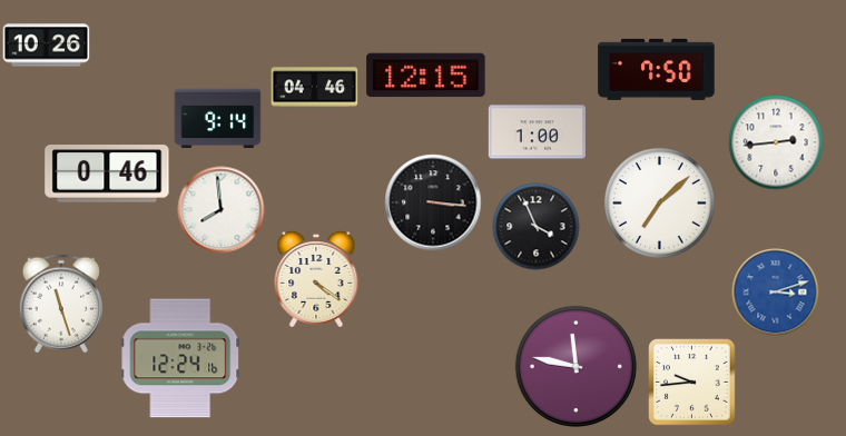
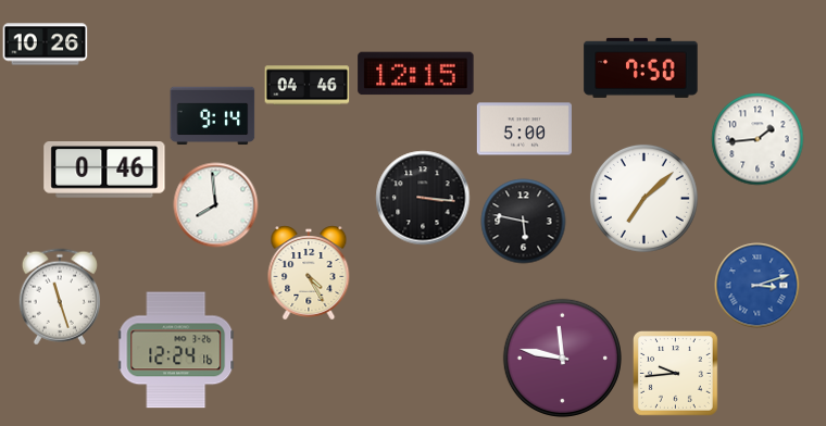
clock at (537, 132): 1:00 -> 5:00
clock at (776, 142): 2:44 -> 1:44
clock at (535, 226): 3:56 -> 5:47
clock at (316, 279): 4:21 -> 4:25
